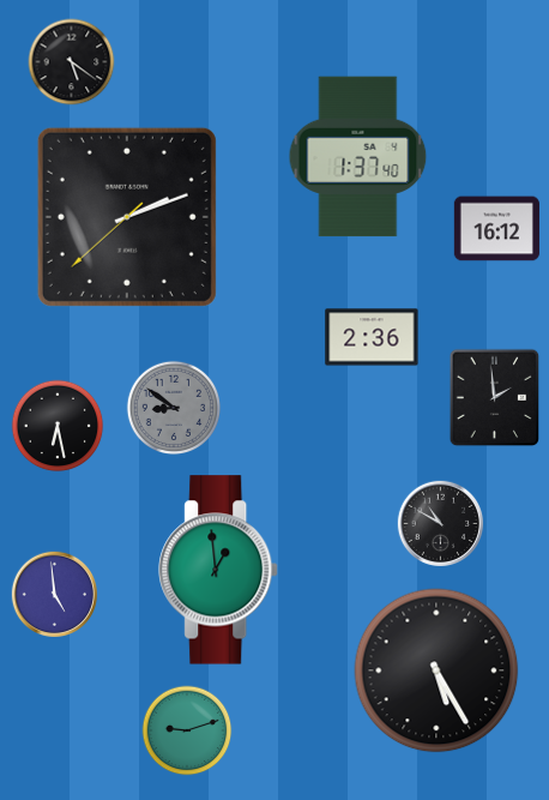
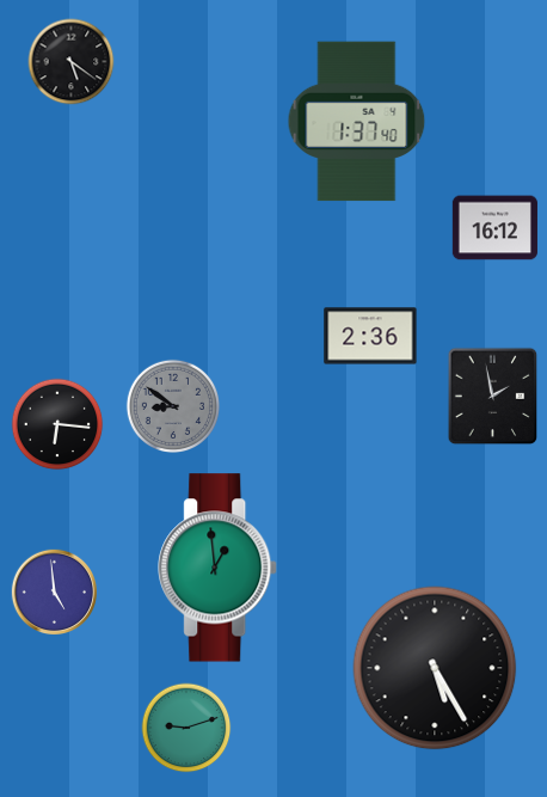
clock at (358, 157) position: (358, 157) -> (357, 122)
clock at (127, 217): 2:11 -> none
clock at (495, 398): 1:59 -> 1:58
clock at (58, 426): 6:28 -> 6:16
clock at (440, 523): 10:50 -> none
